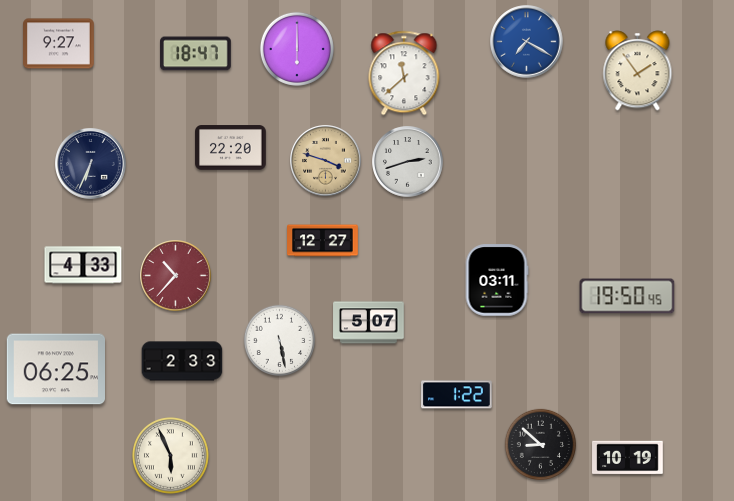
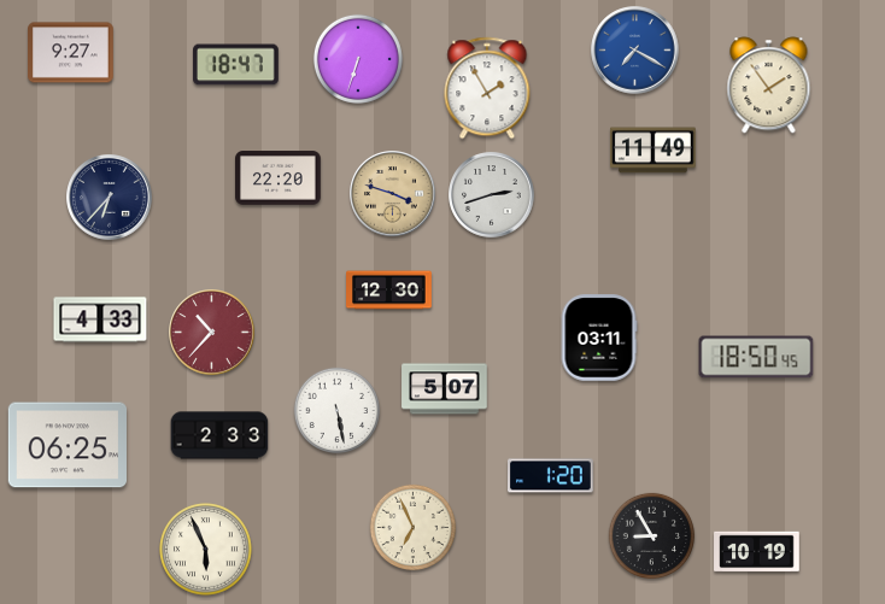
clock at (297, 49): 6:00 -> 6:33
clock at (404, 73): 11:38 -> 1:55
clock at (654, 151): none -> 11:49
clock at (91, 164): 6:34 -> 6:37
clock at (323, 241): 12:27 -> 12:30
clock at (627, 296): 19:50 -> 18:50
clock at (457, 395): 1:22 -> 1:20
clock at (414, 528): none -> 6:56
clock at (541, 445): 8:52 -> 8:55
